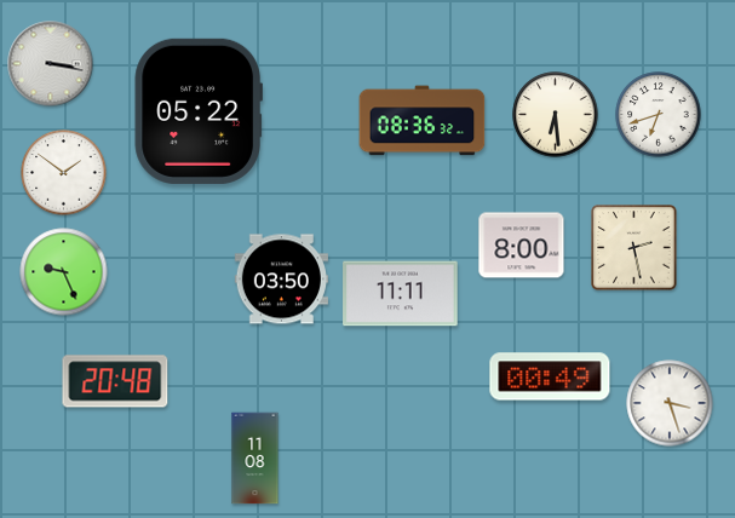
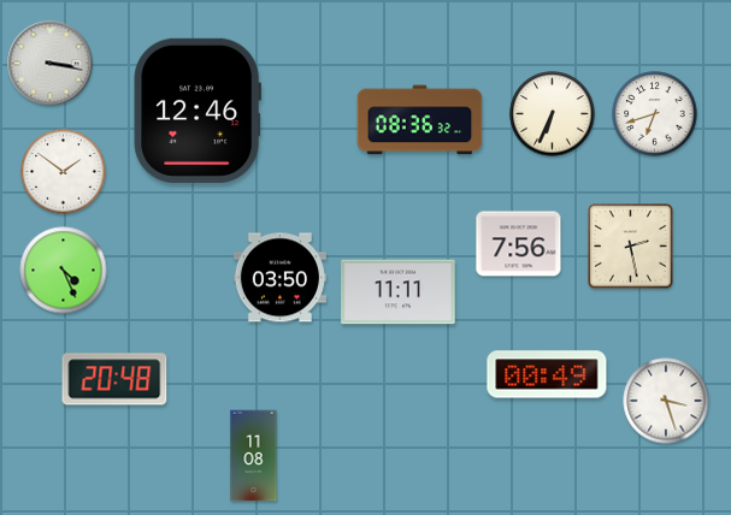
clock at (197, 111): 05:22 -> 12:46
clock at (556, 115): 6:29 -> 6:34
clock at (522, 246): 8:00 -> 7:56
clock at (64, 272): 9:26 -> 4:26
